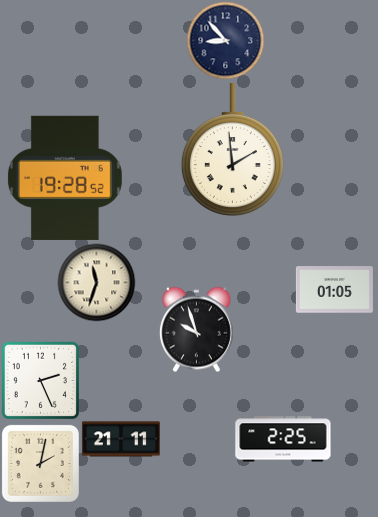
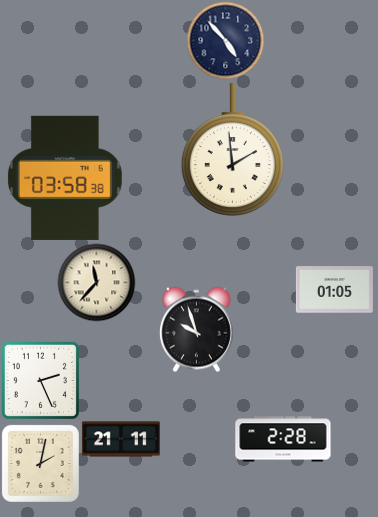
clock at (225, 40): 8:53 -> 4:53
clock at (65, 178): 19:28 -> 03:58
clock at (96, 282): 11:33 -> 11:37
clock at (283, 439): 2:25 -> 2:28
